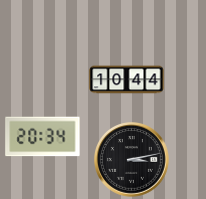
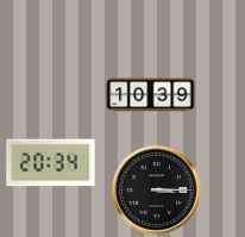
clock at (127, 80): 10:44 -> 10:39
clock at (132, 160): 3:13 -> 3:15
